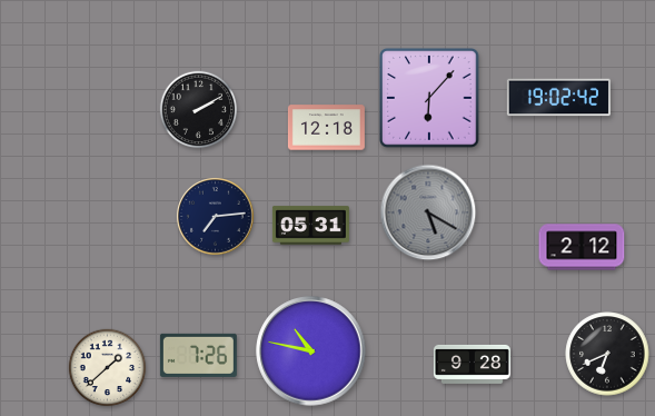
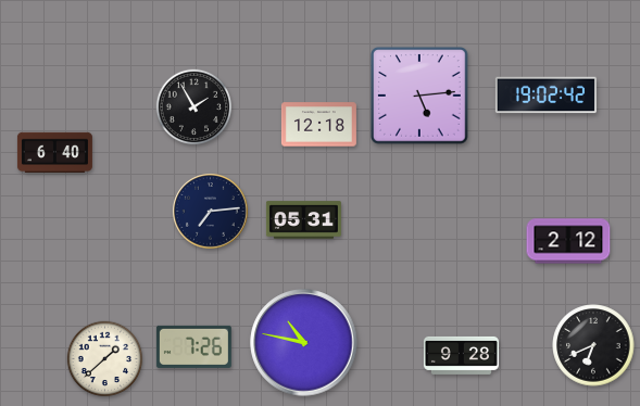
clock at (430, 99): 6:07 -> 5:14
clock at (199, 110): 2:10 -> 1:55
clock at (54, 152): none -> 6:40
clock at (428, 212): 5:20 -> none
